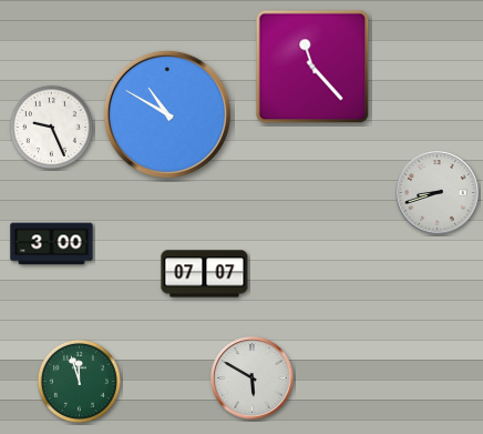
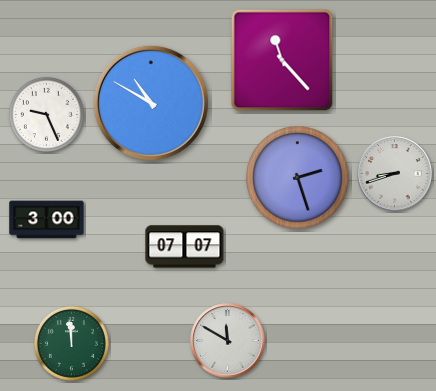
clock at (298, 178): none -> 2:27
clock at (253, 379): 5:50 -> 11:50
clock at (79, 381): 11:57 -> 11:59
